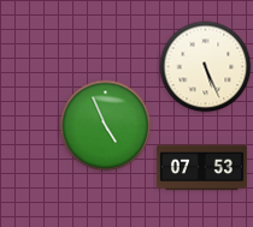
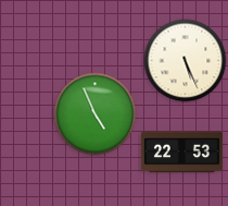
clock at (201, 168): 07:53 -> 22:53
